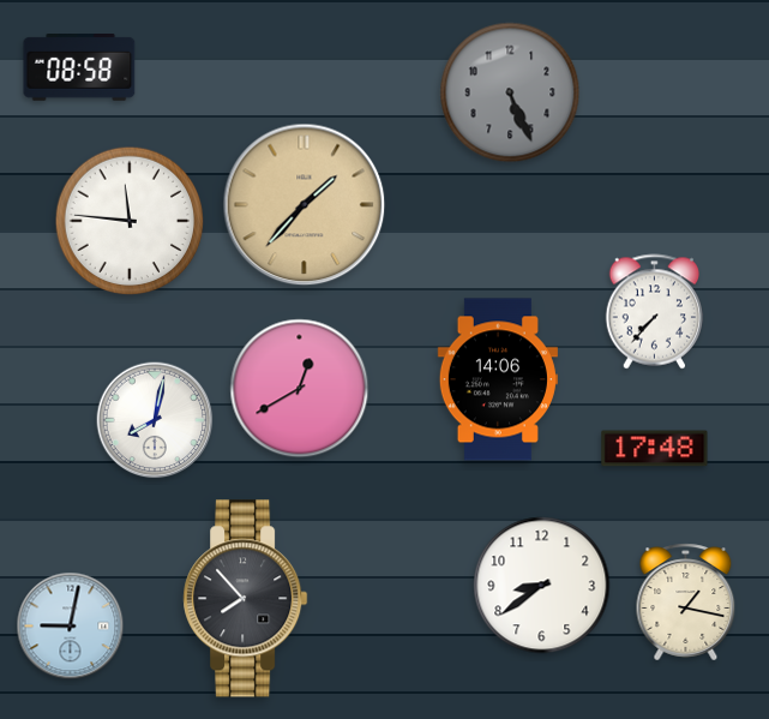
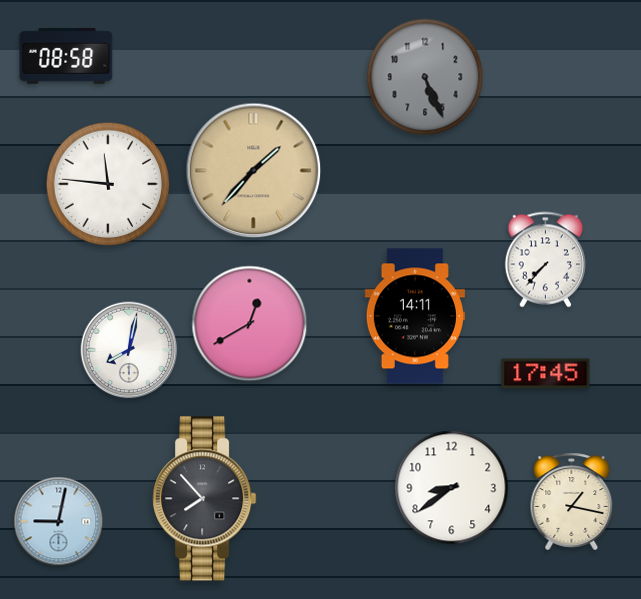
clock at (498, 379): 14:06 -> 14:11
clock at (655, 449): 17:48 -> 17:45
